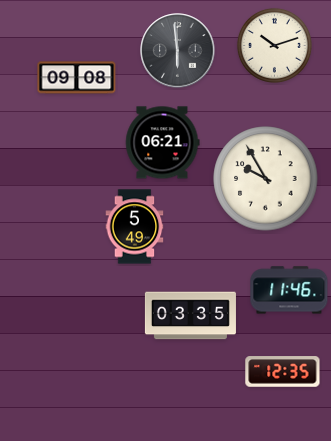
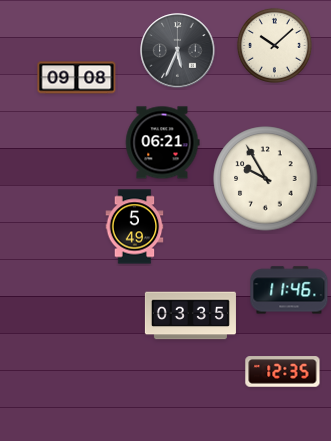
clock at (274, 45): 10:12 -> 10:08
clock at (178, 51): 5:59 -> 5:34
